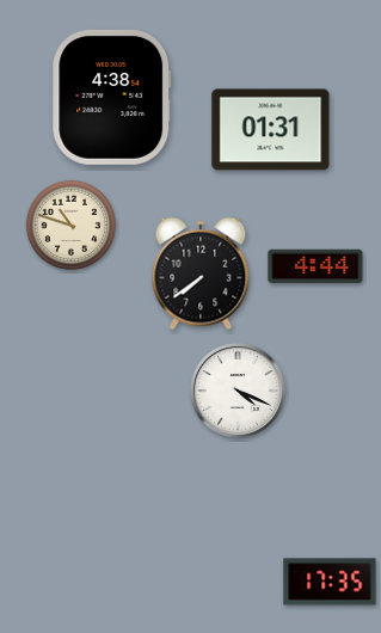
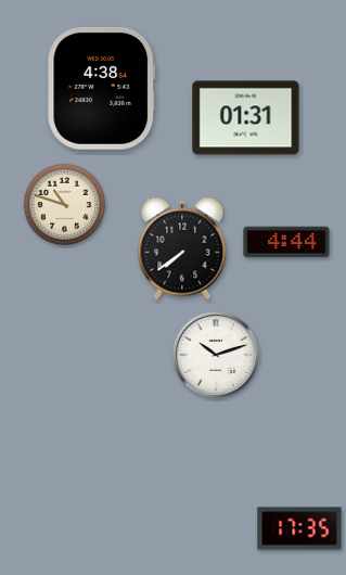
clock at (239, 392): 4:19 -> 10:12
